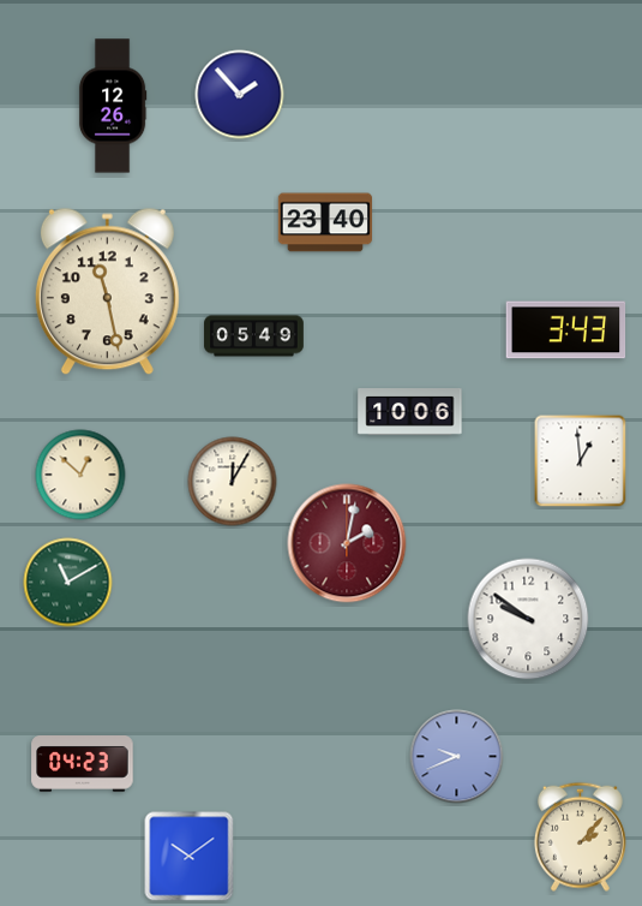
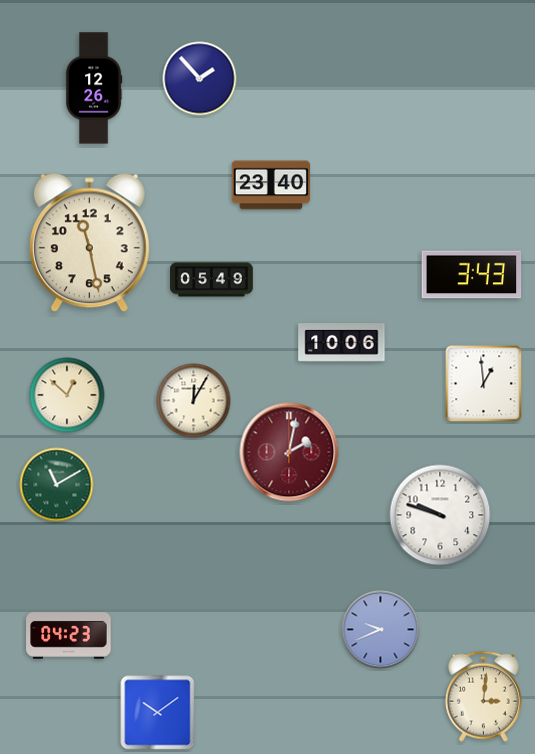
clock at (528, 619): 9:51 -> 9:48
clock at (580, 836): 2:07 -> 3:01
